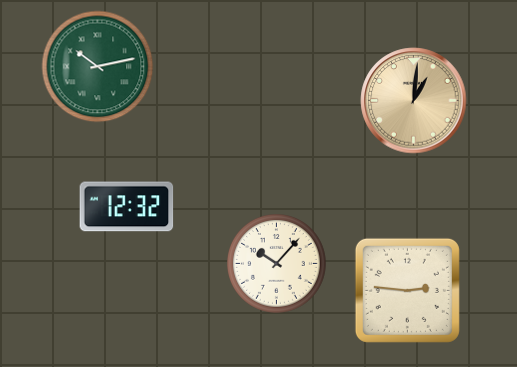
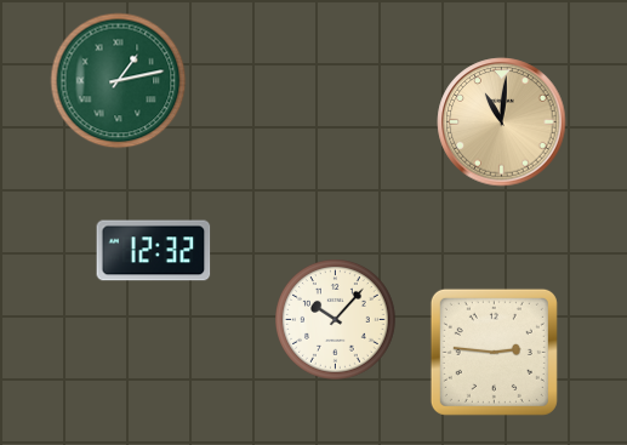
clock at (98, 67): 10:13 -> 1:13
clock at (414, 101): 1:01 -> 11:01
